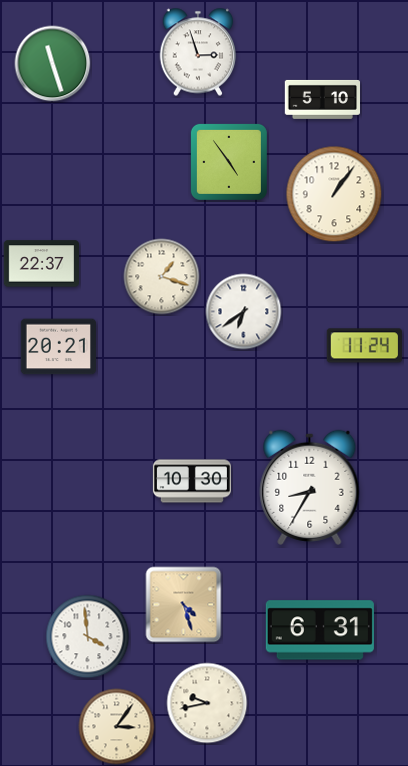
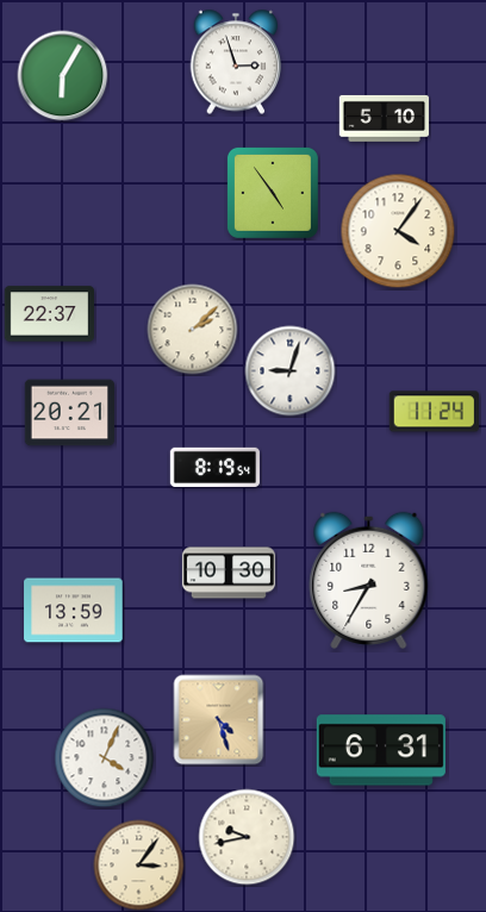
clock at (53, 64): 11:27 -> 6:05
clock at (334, 194): 1:06 -> 4:06
clock at (162, 277): 1:18 -> 2:08
clock at (244, 312): 6:39 -> 9:03
clock at (214, 467): none -> 8:19
clock at (74, 611): none -> 13:59
clock at (88, 637): 3:59 -> 4:04
